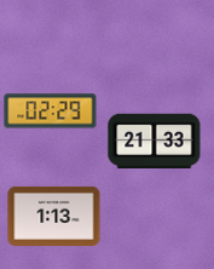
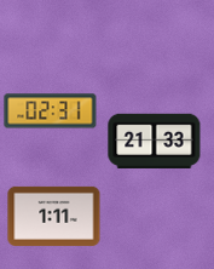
clock at (51, 111): 02:29 -> 02:31
clock at (54, 216): 1:13 -> 1:11
